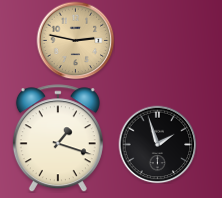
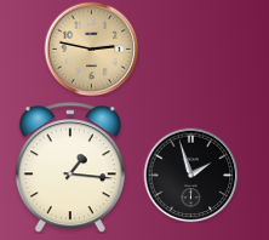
clock at (58, 138): 1:18 -> 1:16
